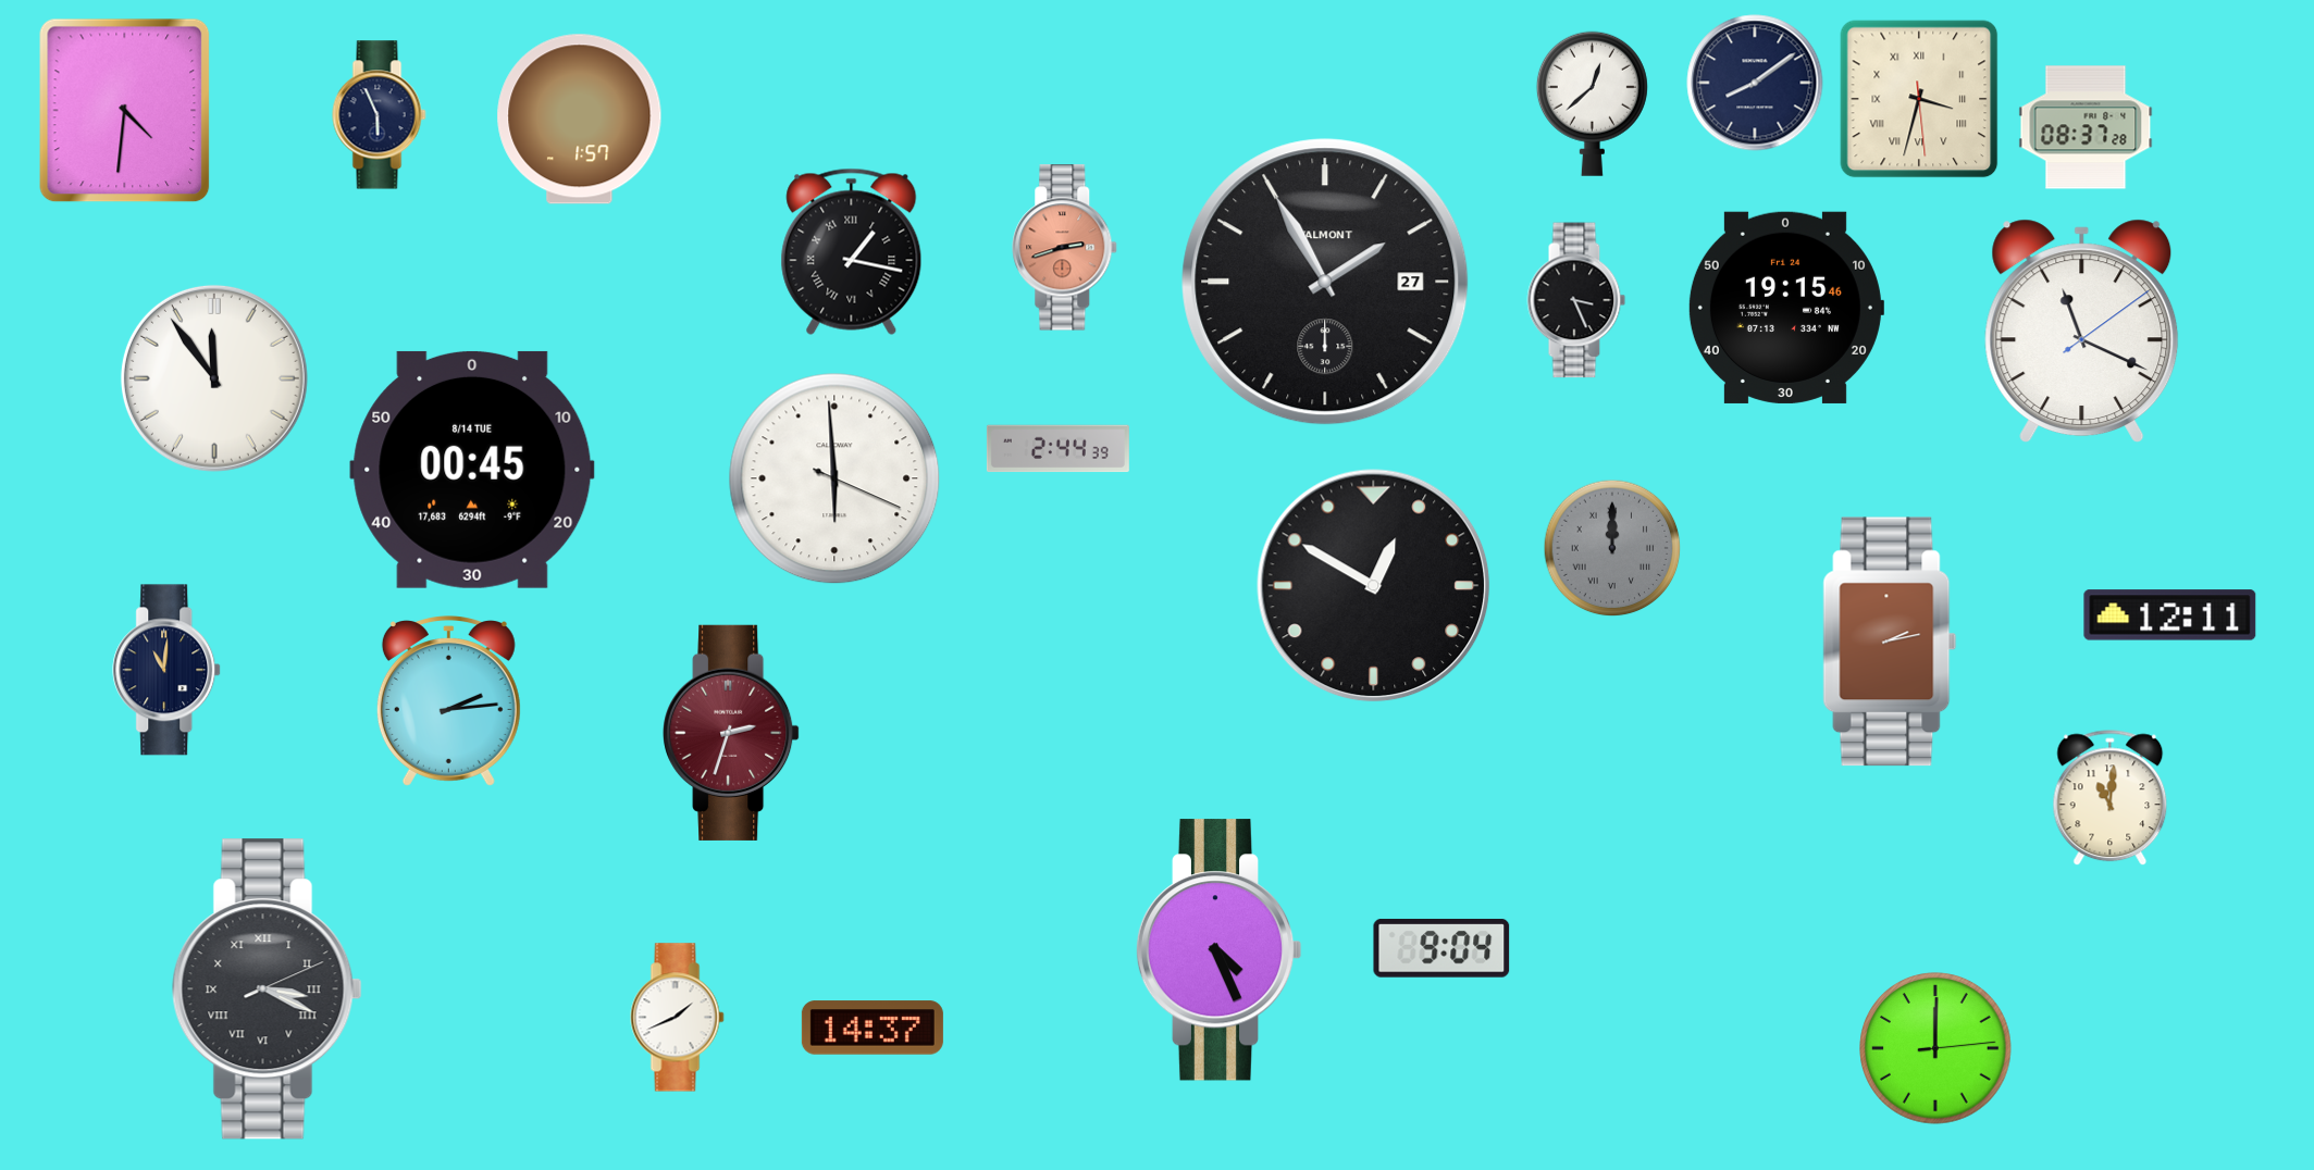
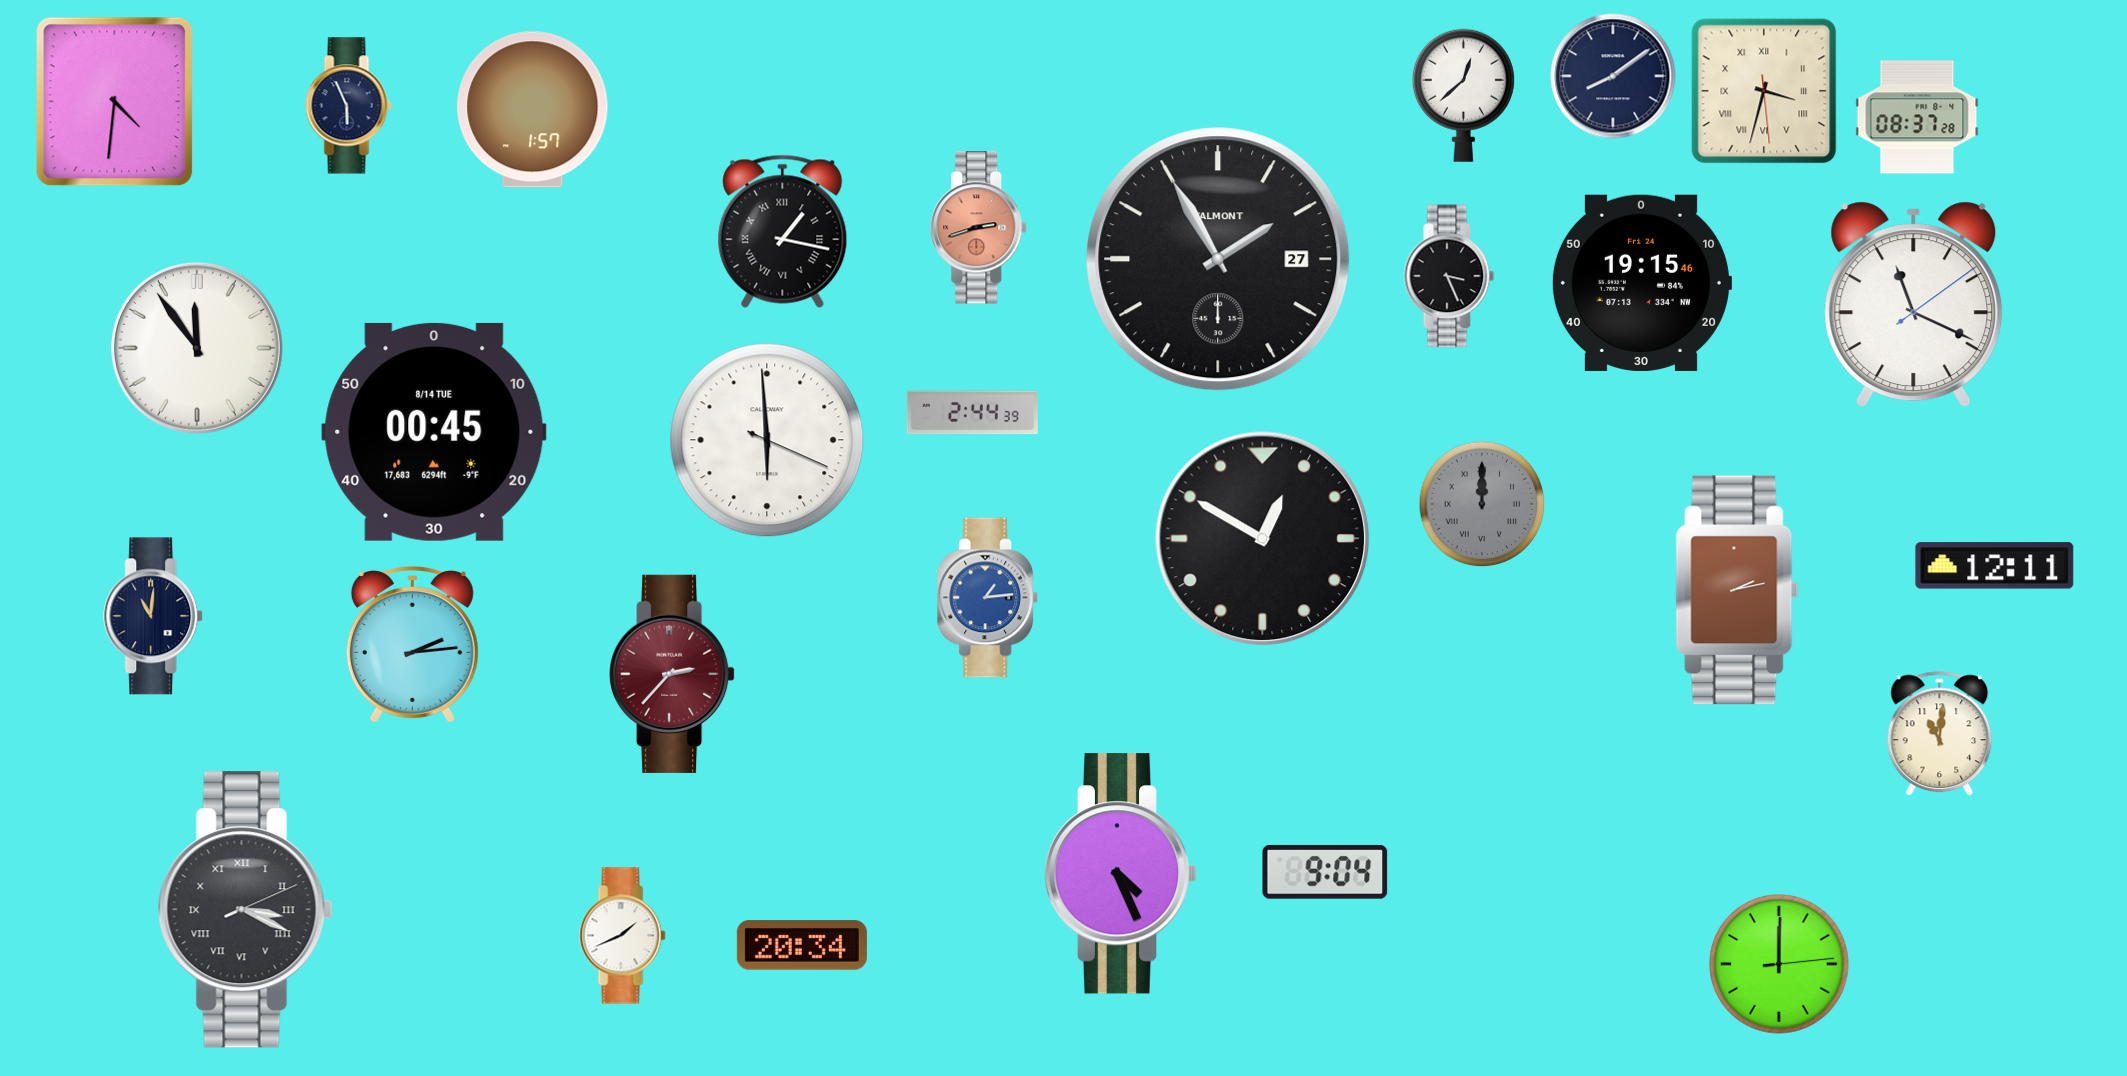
clock at (988, 598): none -> 1:14
clock at (731, 733): 2:33 -> 2:37
clock at (873, 1028): 14:37 -> 20:34
